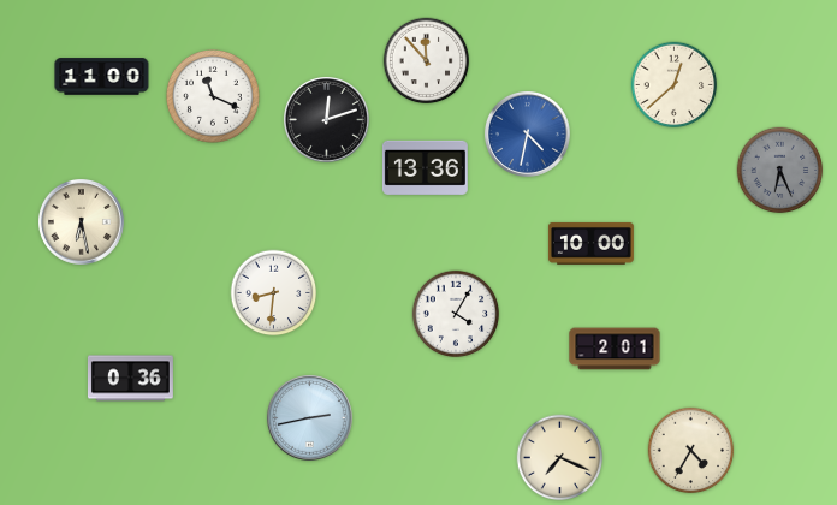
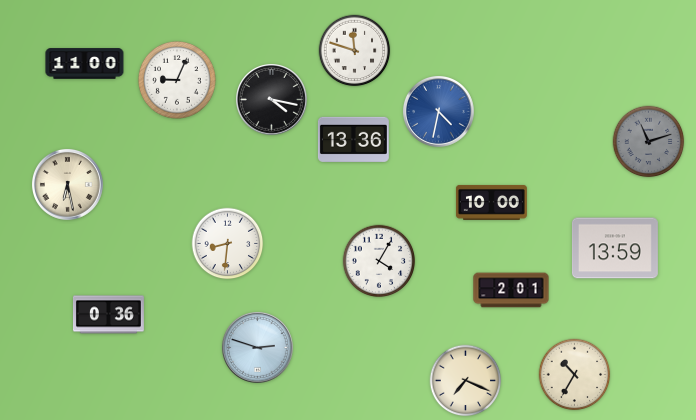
clock at (427, 61): 11:53 -> 11:48
clock at (675, 85): 12:38 -> none
clock at (213, 96): 11:19 -> 9:04
clock at (326, 119): 12:12 -> 4:17
clock at (780, 171): 6:26 -> 11:12
clock at (615, 248): none -> 13:59
clock at (309, 417): 2:43 -> 2:48
clock at (691, 451): 4:35 -> 10:35
